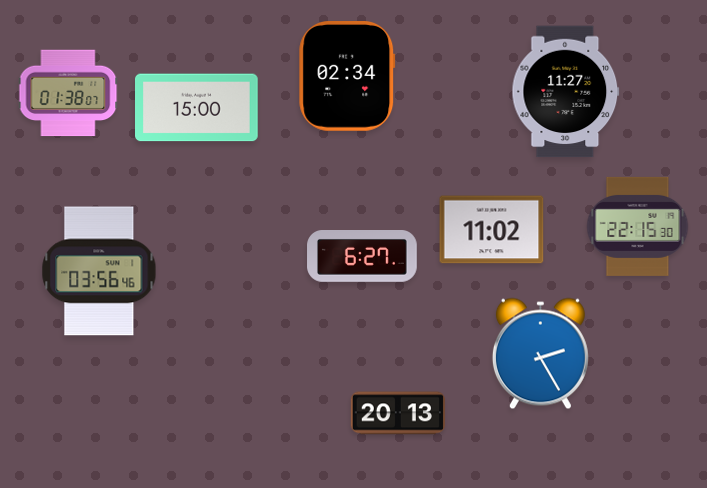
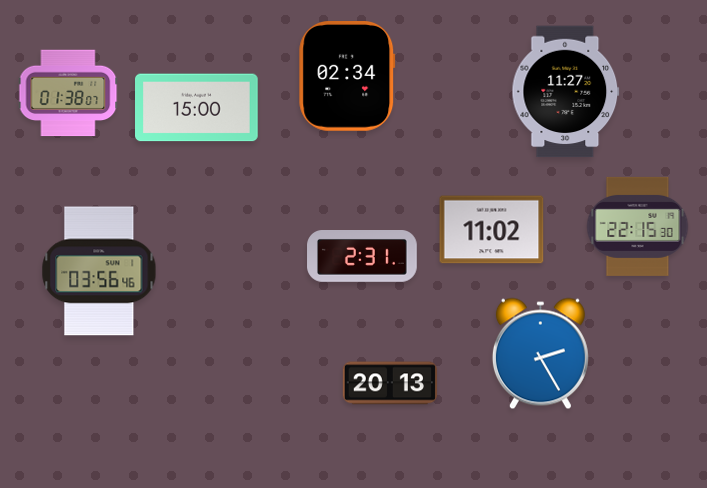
clock at (362, 256): 6:27 -> 2:31
clock at (398, 413) position: (398, 413) -> (390, 383)
